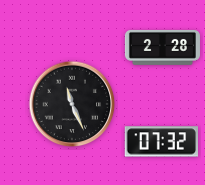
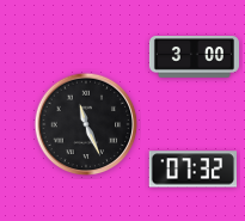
clock at (162, 48): 2:28 -> 3:00
